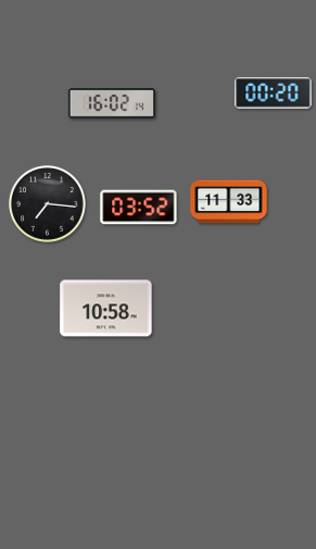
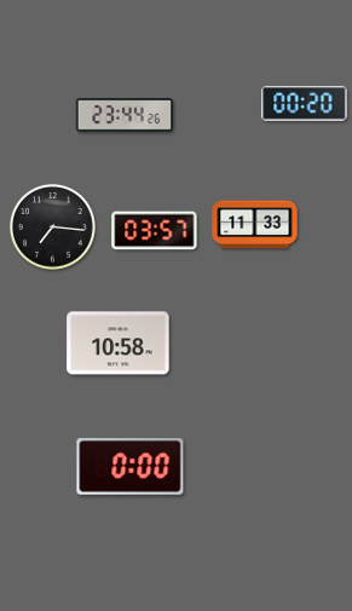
clock at (111, 103): 16:02 -> 23:44
clock at (139, 208): 03:52 -> 03:57
clock at (131, 467): none -> 0:00
